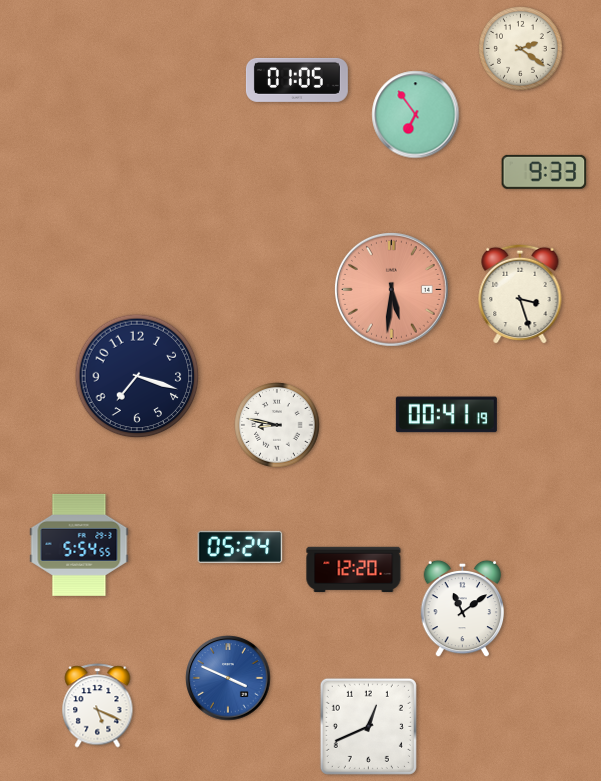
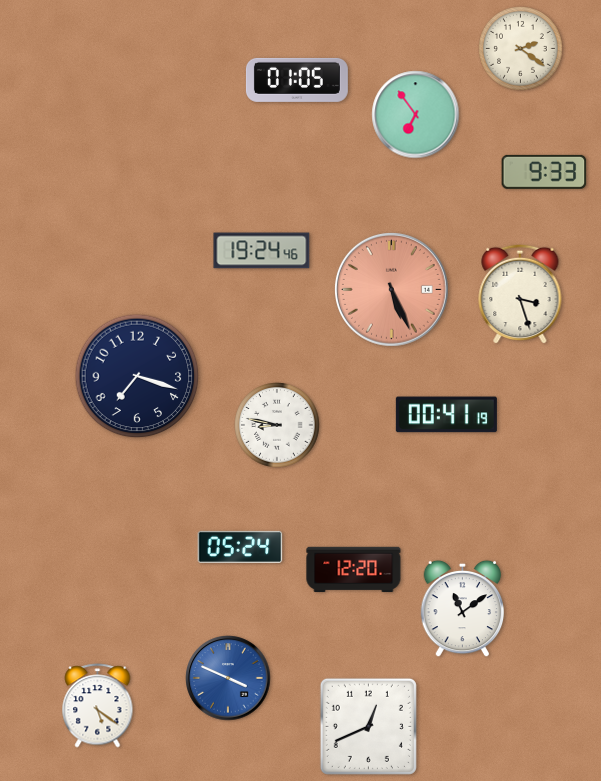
clock at (262, 251): none -> 19:24
clock at (391, 289): 5:31 -> 5:26
clock at (79, 545): 5:54 -> none
clock at (98, 706): 5:19 -> 5:21
